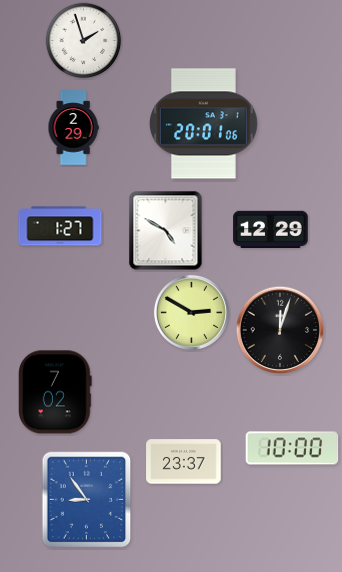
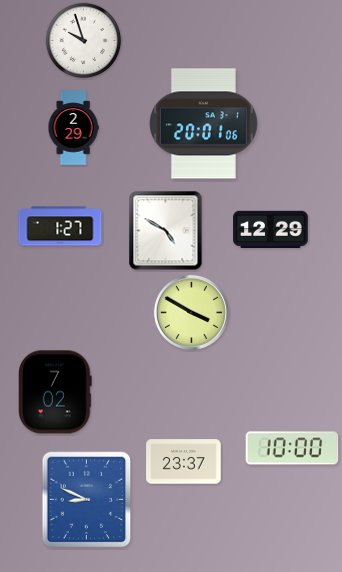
clock at (84, 41): 1:57 -> 9:57
clock at (191, 312): 2:50 -> 3:50
clock at (279, 329): 12:03 -> none
clock at (87, 500): 8:54 -> 8:49
